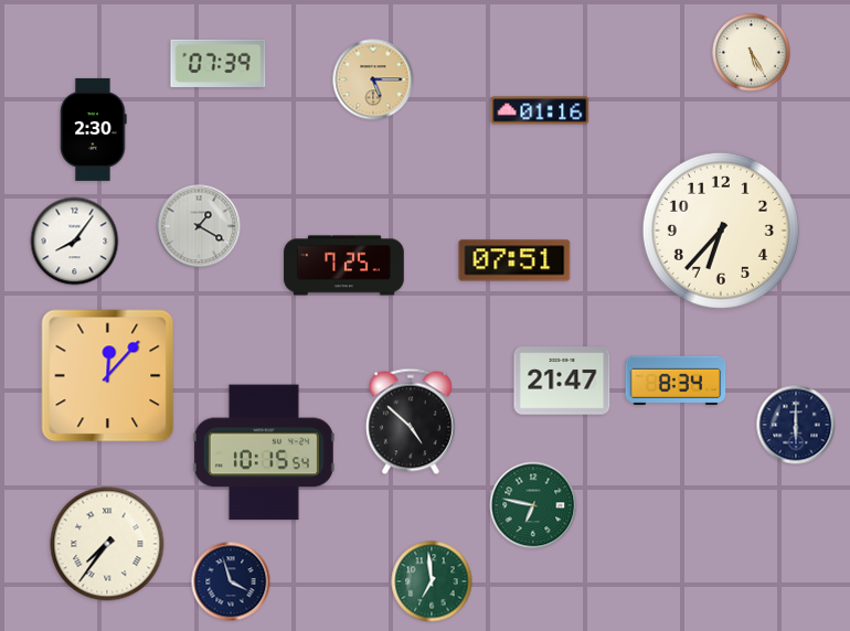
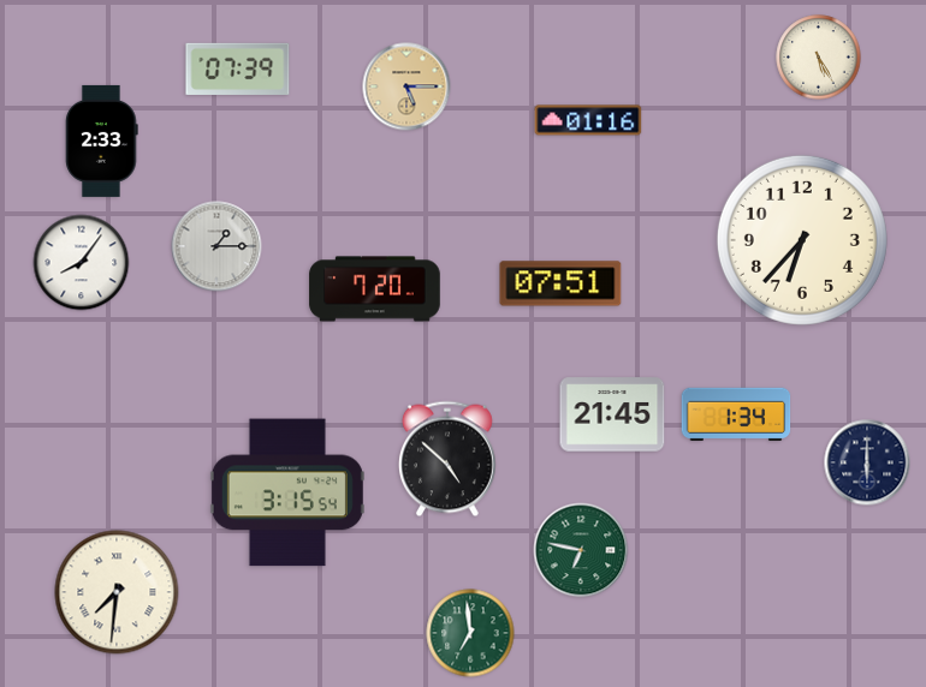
clock at (94, 129): 2:30 -> 2:33
clock at (199, 226): 1:20 -> 1:15
clock at (721, 231) position: (721, 231) -> (802, 240)
clock at (344, 266): 7:25 -> 7:20
clock at (108, 376): 12:07 -> none
clock at (676, 379): 8:34 -> 1:34
clock at (562, 381): 21:47 -> 21:45
clock at (264, 452): 10:15 -> 3:15
clock at (107, 544): 7:36 -> 7:31
clock at (231, 581): 3:57 -> none
